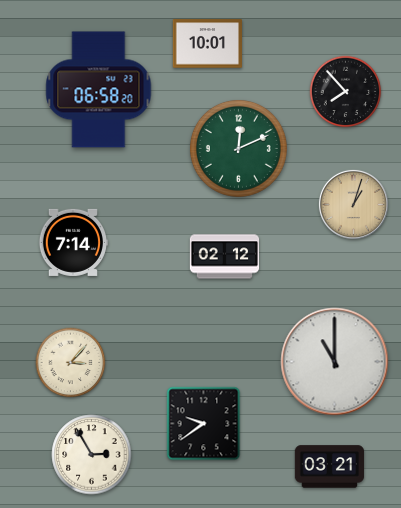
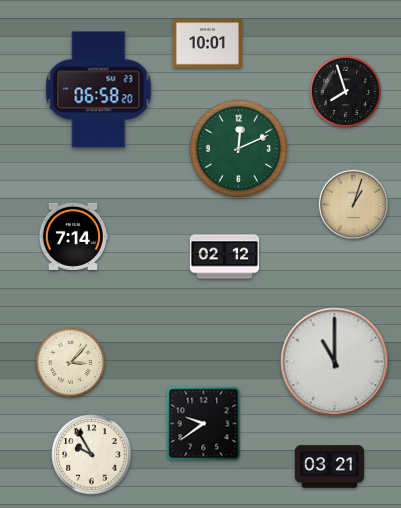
clock at (346, 92): 7:53 -> 7:57
clock at (72, 242) position: (72, 242) -> (72, 236)
clock at (92, 455): 2:55 -> 9:55
